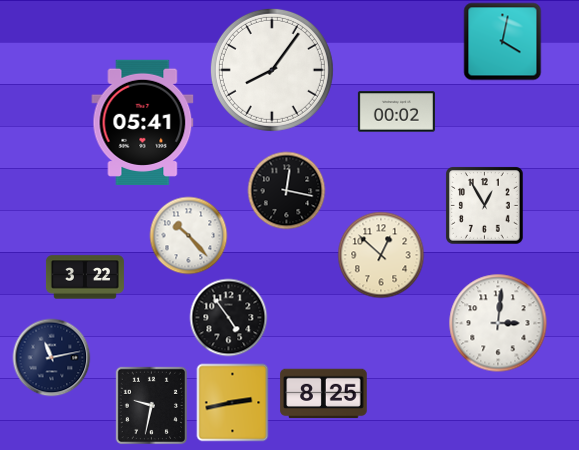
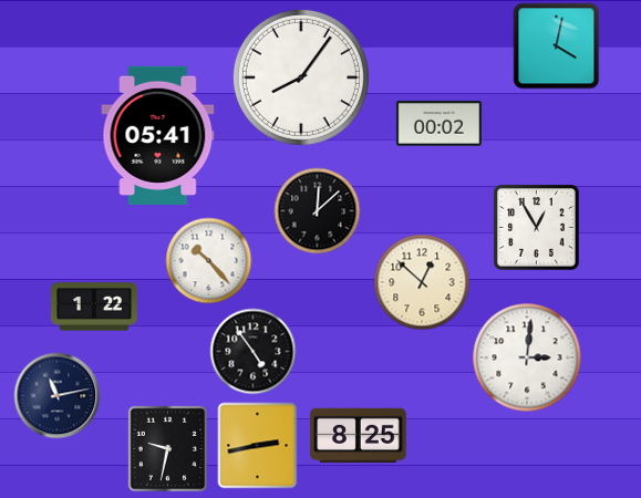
clock at (286, 190): 12:17 -> 12:08
clock at (85, 277): 3:22 -> 1:22
clock at (498, 323) position: (498, 323) -> (527, 357)
